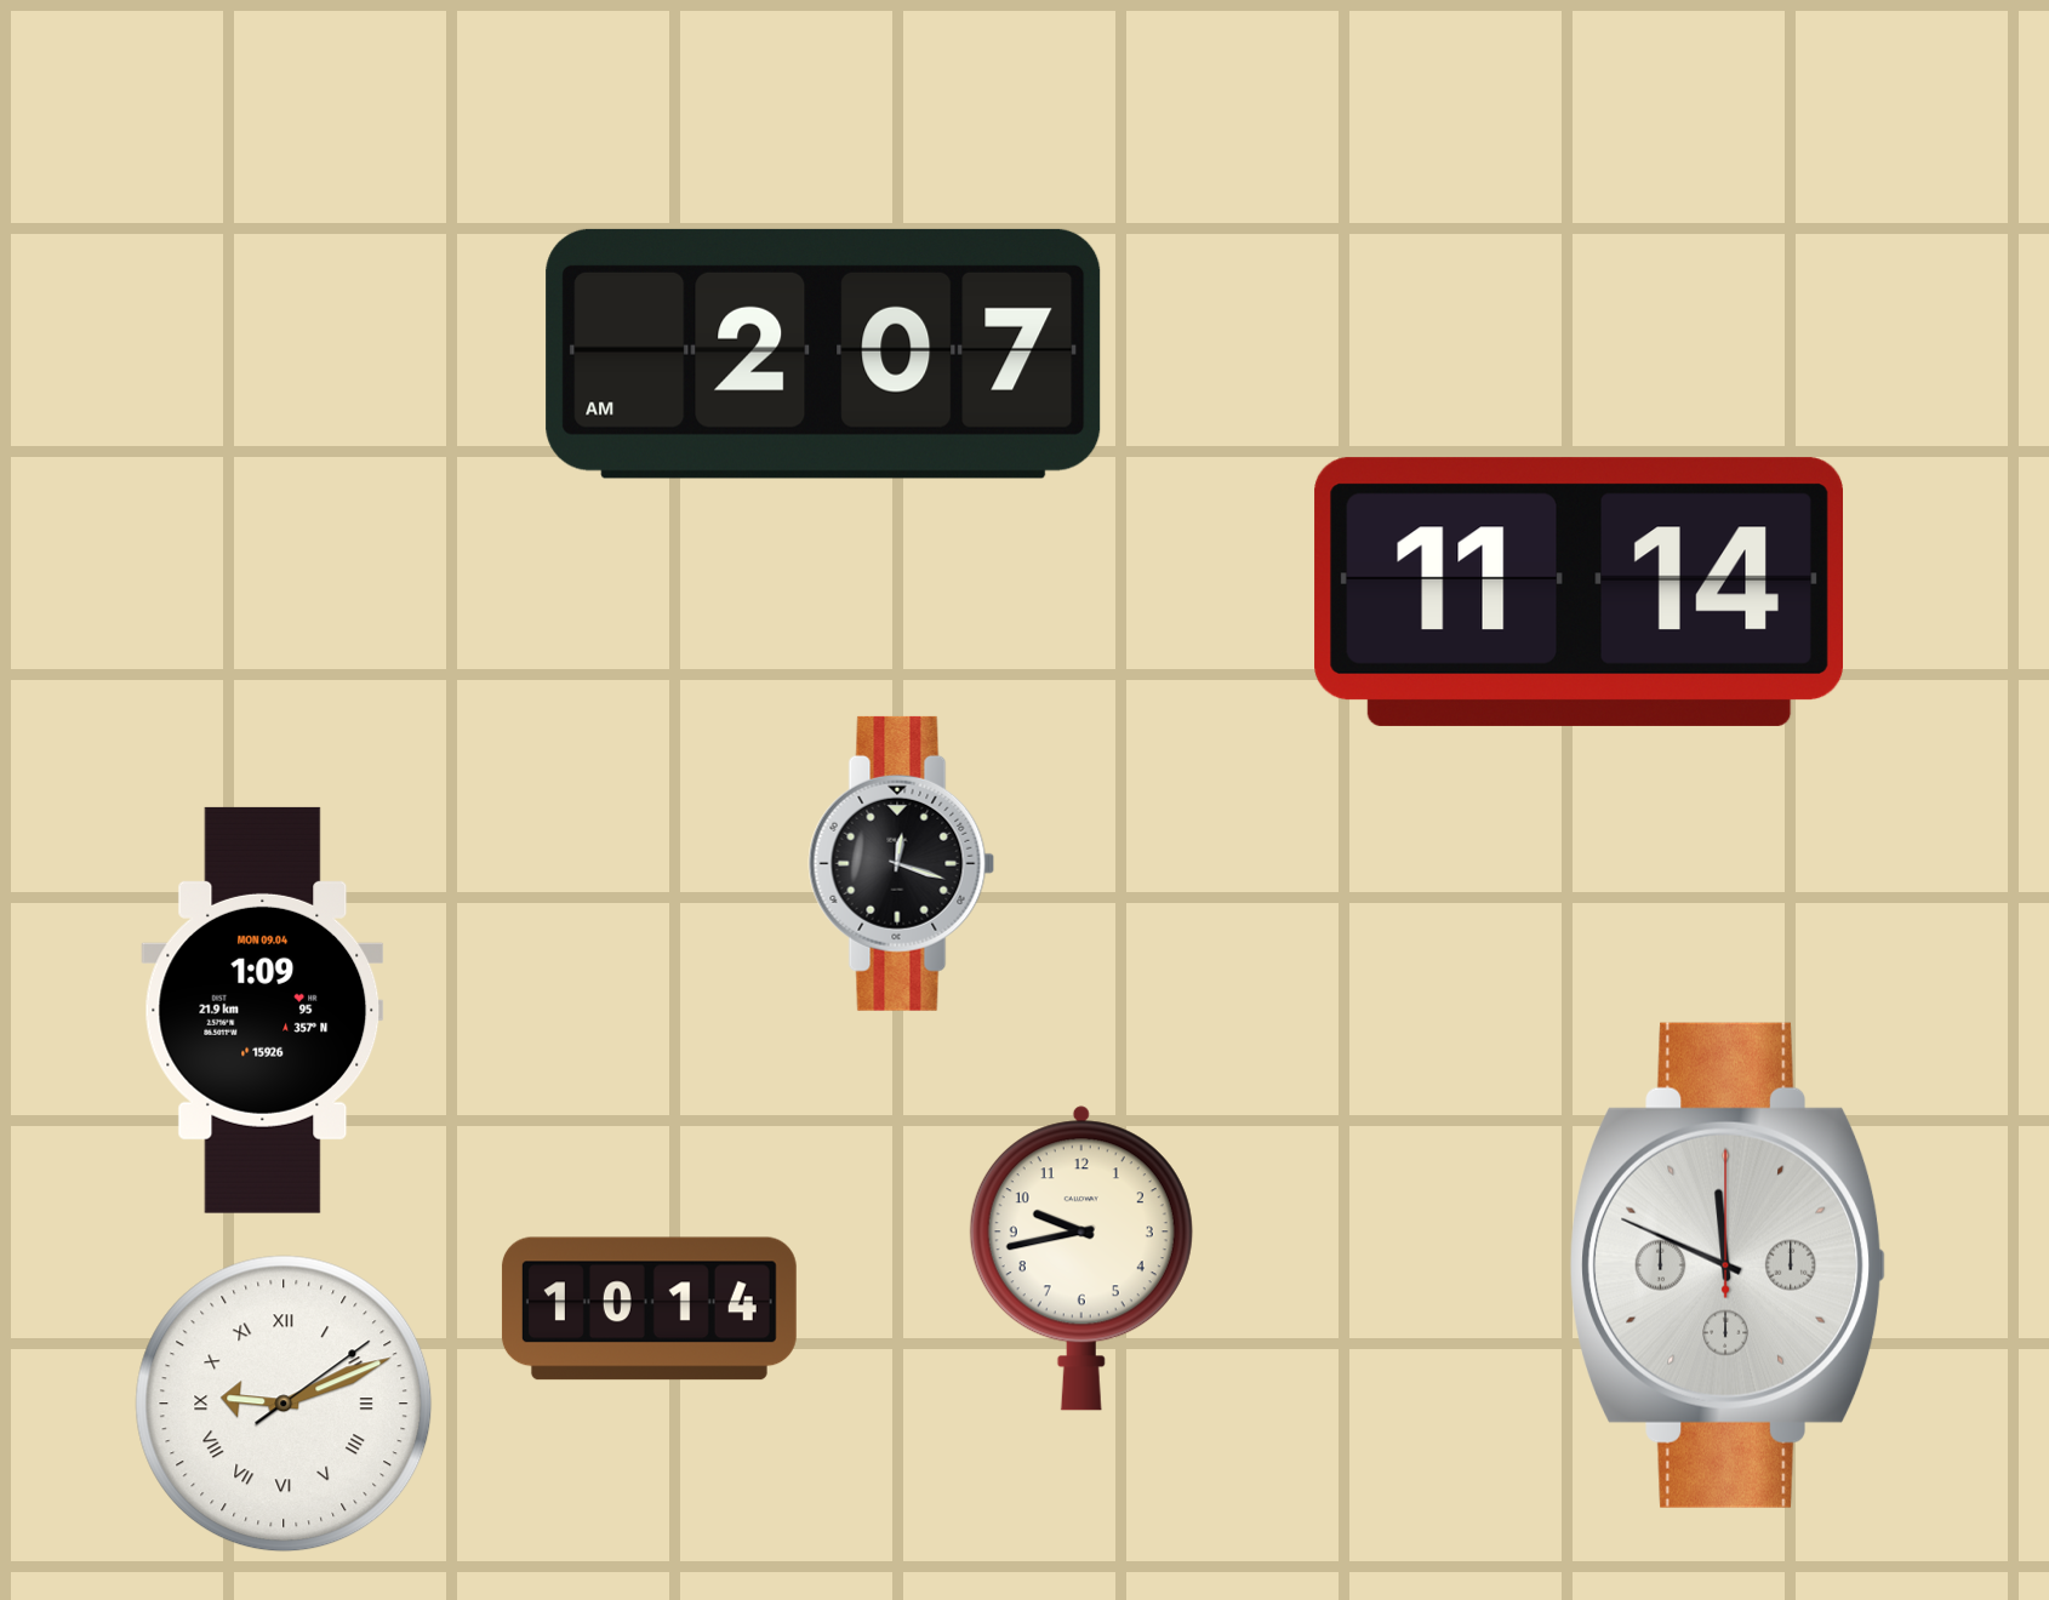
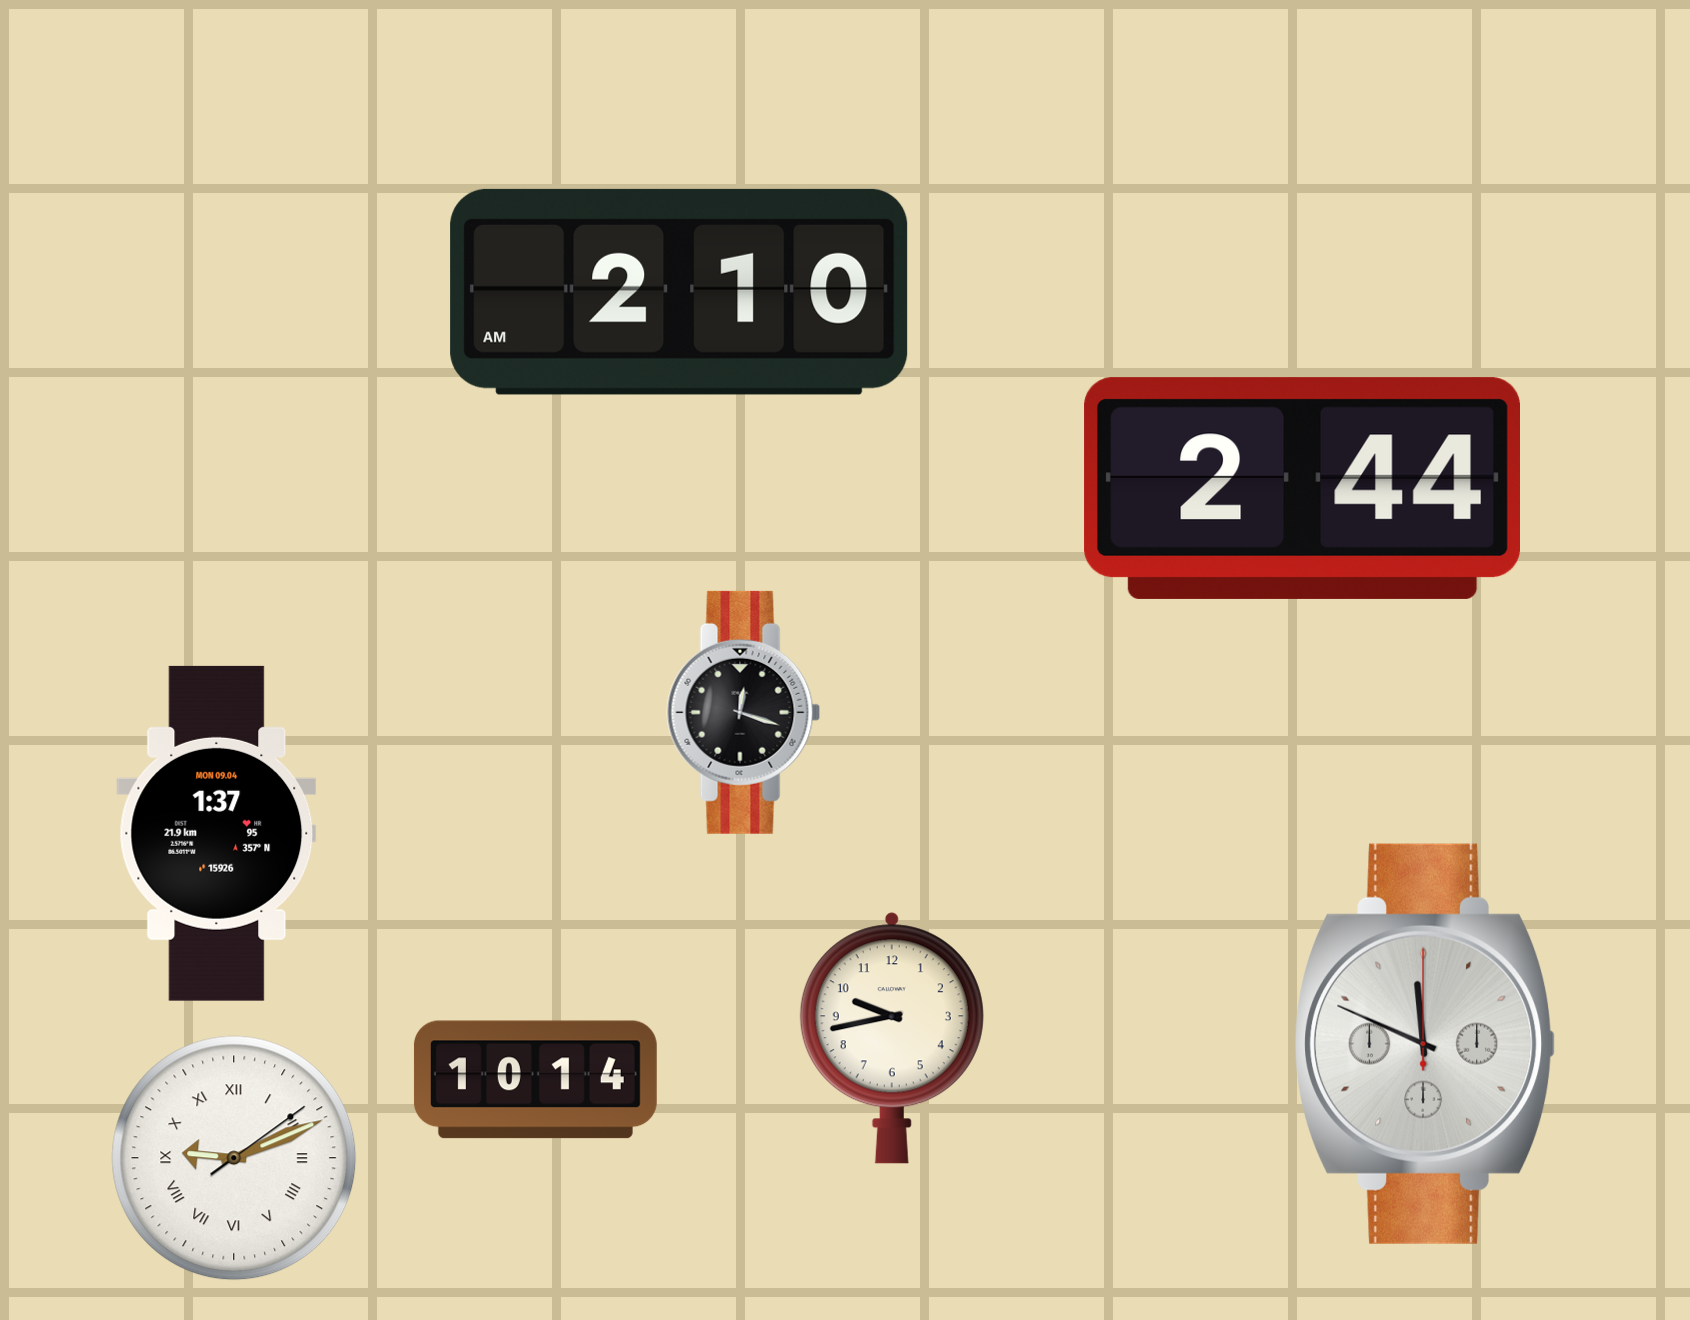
clock at (823, 354): 2:07 -> 2:10
clock at (1579, 592): 11:14 -> 2:44
clock at (263, 1010): 1:09 -> 1:37
